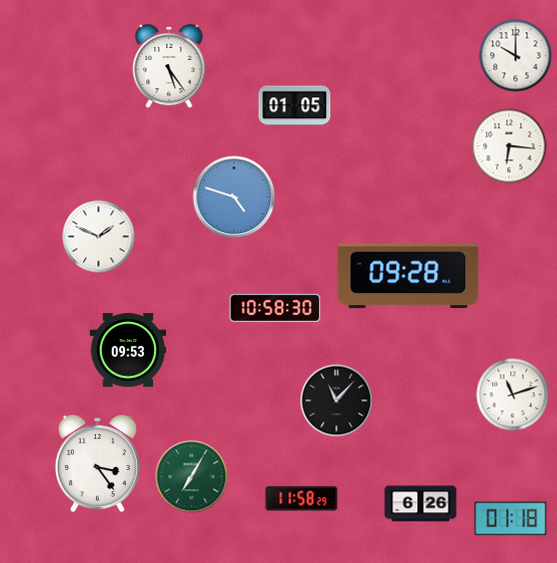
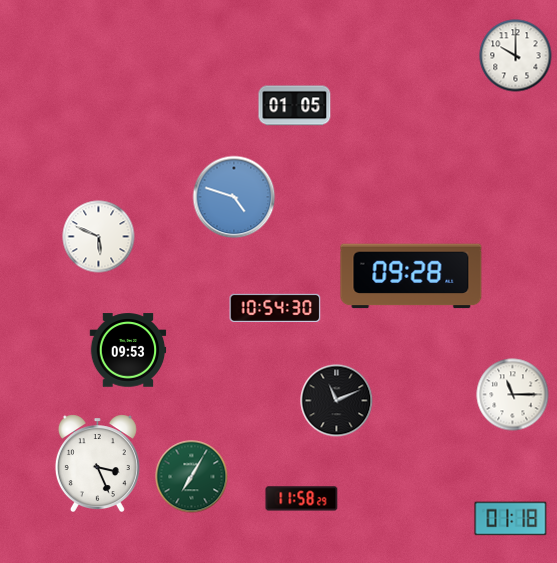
clock at (169, 66): 5:24 -> none
clock at (509, 146): 6:16 -> none
clock at (99, 237): 1:49 -> 5:49
clock at (408, 276) position: (408, 276) -> (411, 276)
clock at (275, 308): 10:58 -> 10:54
clock at (513, 395): 11:12 -> 11:15
clock at (337, 401): 11:07 -> 11:11
clock at (97, 463): 3:24 -> 3:26
clock at (421, 504): 6:26 -> none
